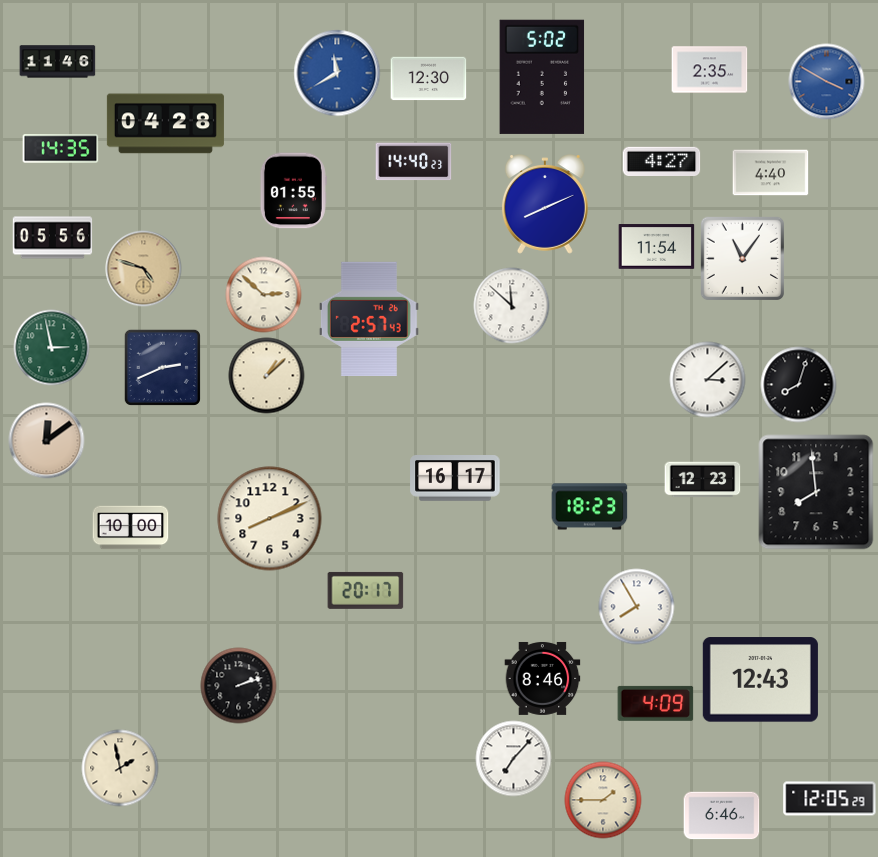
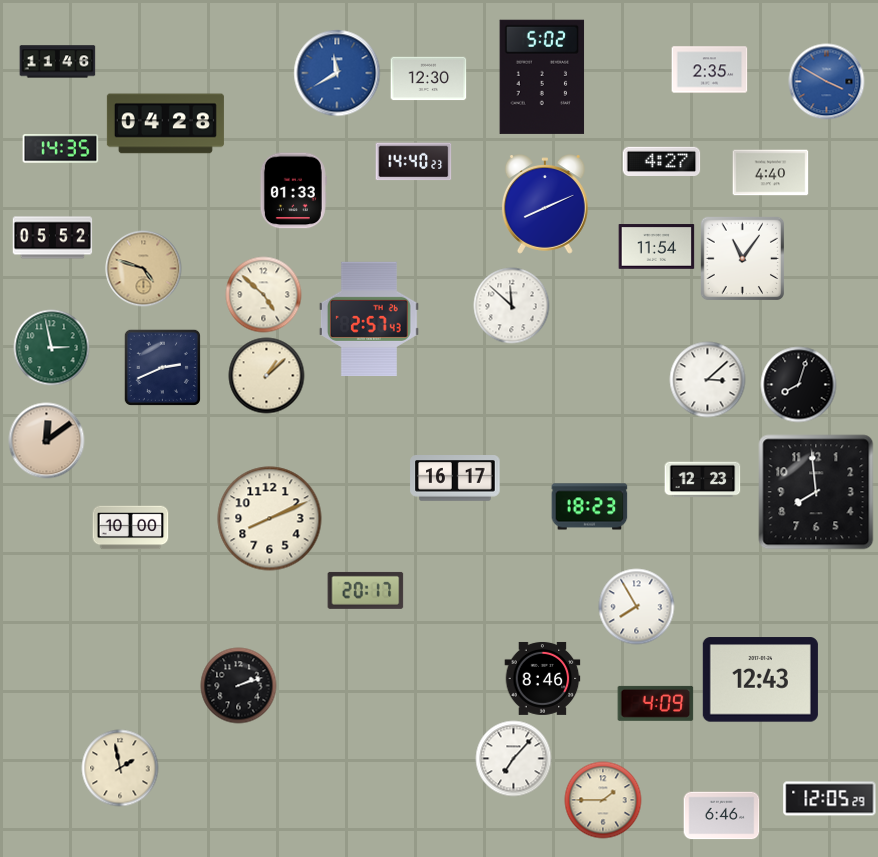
clock at (293, 191): 01:55 -> 01:33
clock at (53, 238): 05:56 -> 05:52
clock at (264, 295): 2:52 -> 4:52
